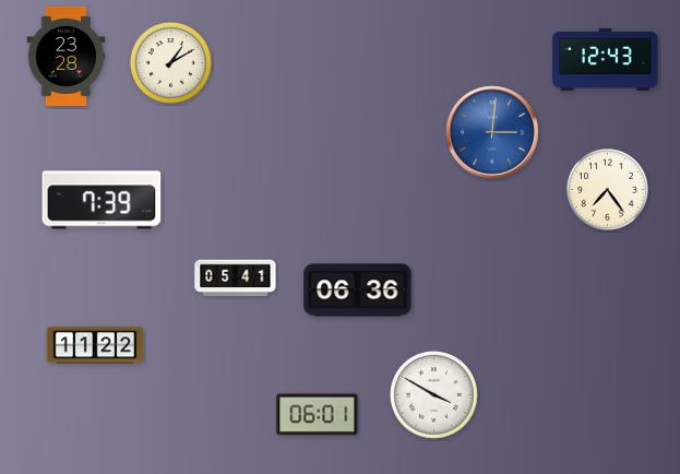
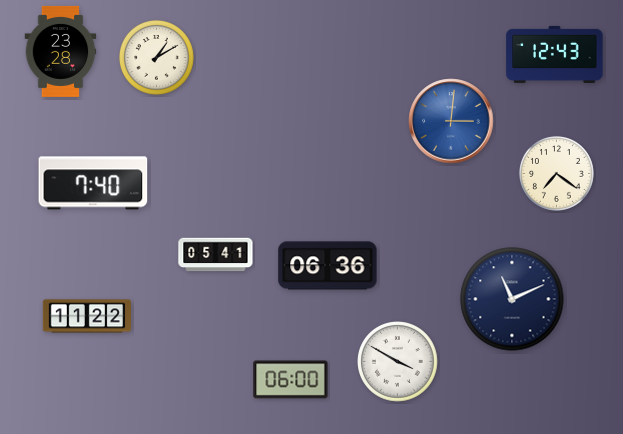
clock at (607, 189): 7:24 -> 7:21
clock at (102, 200): 7:39 -> 7:40
clock at (512, 299): none -> 11:11
clock at (318, 415): 06:01 -> 06:00
